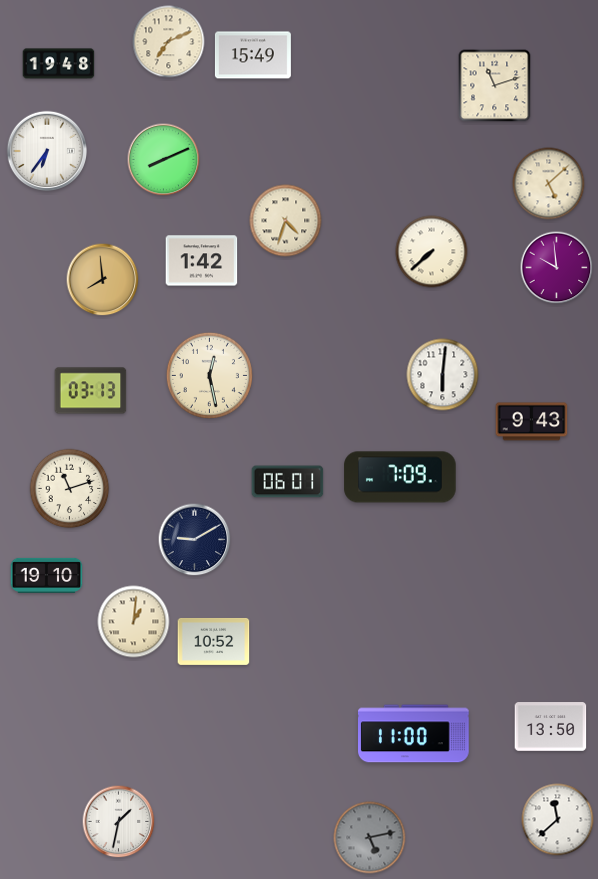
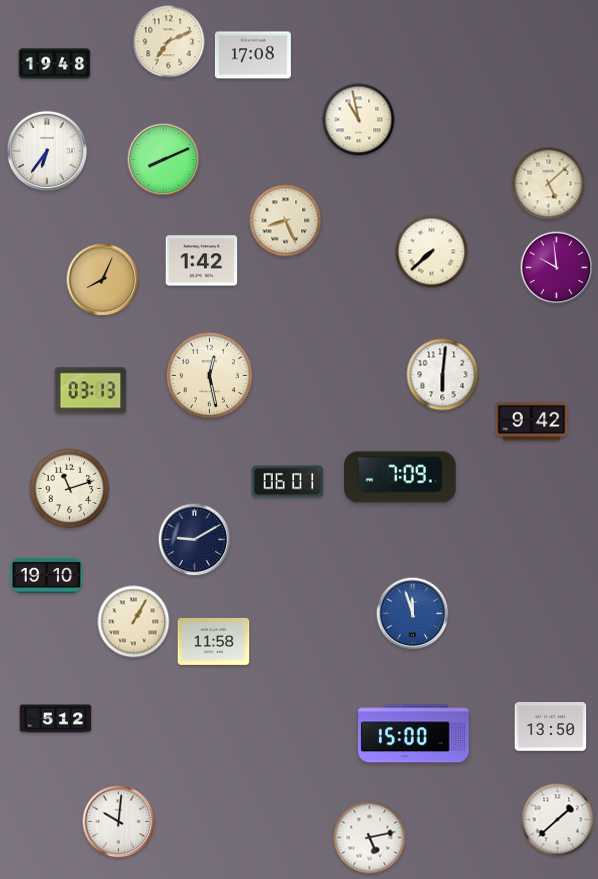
clock at (253, 55): 15:49 -> 17:08
clock at (59, 64) position: (59, 64) -> (55, 64)
clock at (495, 86): 11:12 -> none
clock at (359, 120): none -> 10:58
clock at (286, 221): 4:33 -> 8:26
clock at (103, 280): 7:59 -> 8:04
clock at (532, 422): 9:43 -> 9:42
clock at (413, 614): none -> 11:57
clock at (134, 622): 1:01 -> 1:05
clock at (214, 641): 10:52 -> 11:58
clock at (56, 719): none -> 5:12
clock at (414, 734): 11:00 -> 15:00
clock at (558, 820): 11:38 -> 1:38
clock at (119, 822): 1:32 -> 10:01
clock at (370, 838) dial: grey -> white
